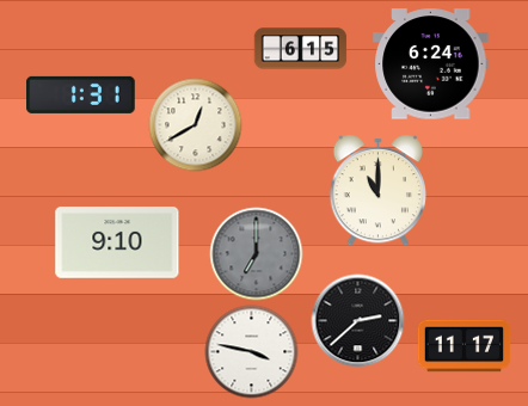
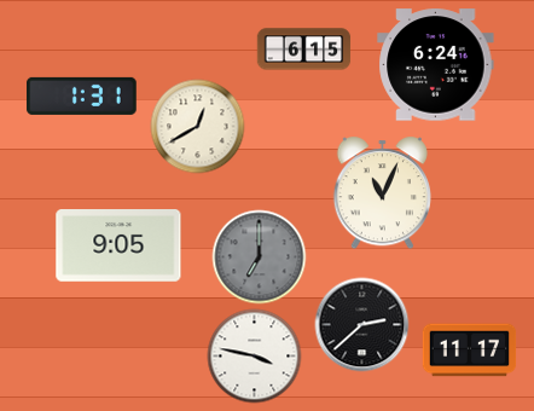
clock at (377, 190): 11:00 -> 11:04
clock at (117, 244): 9:10 -> 9:05
